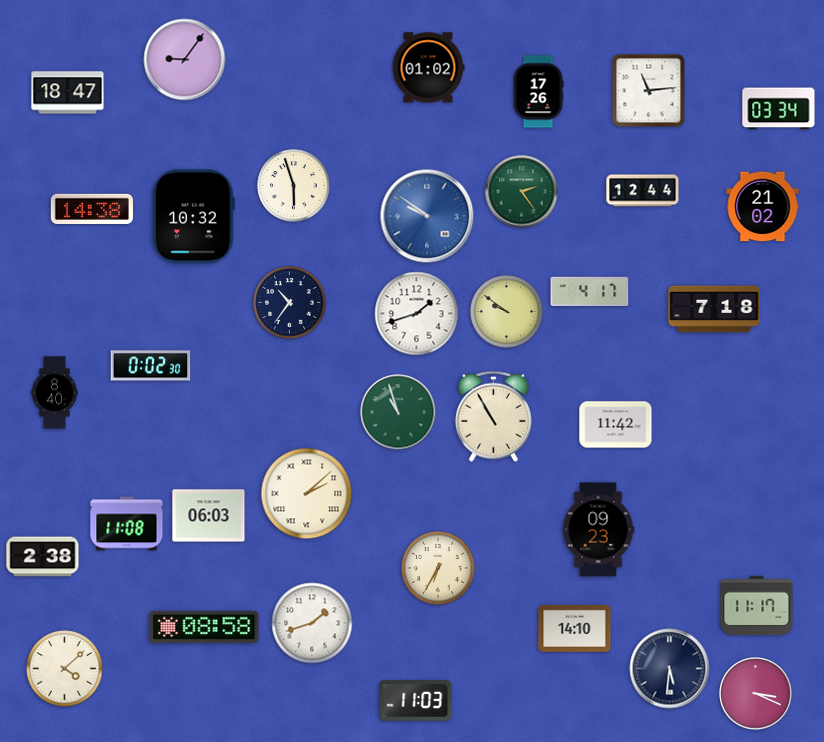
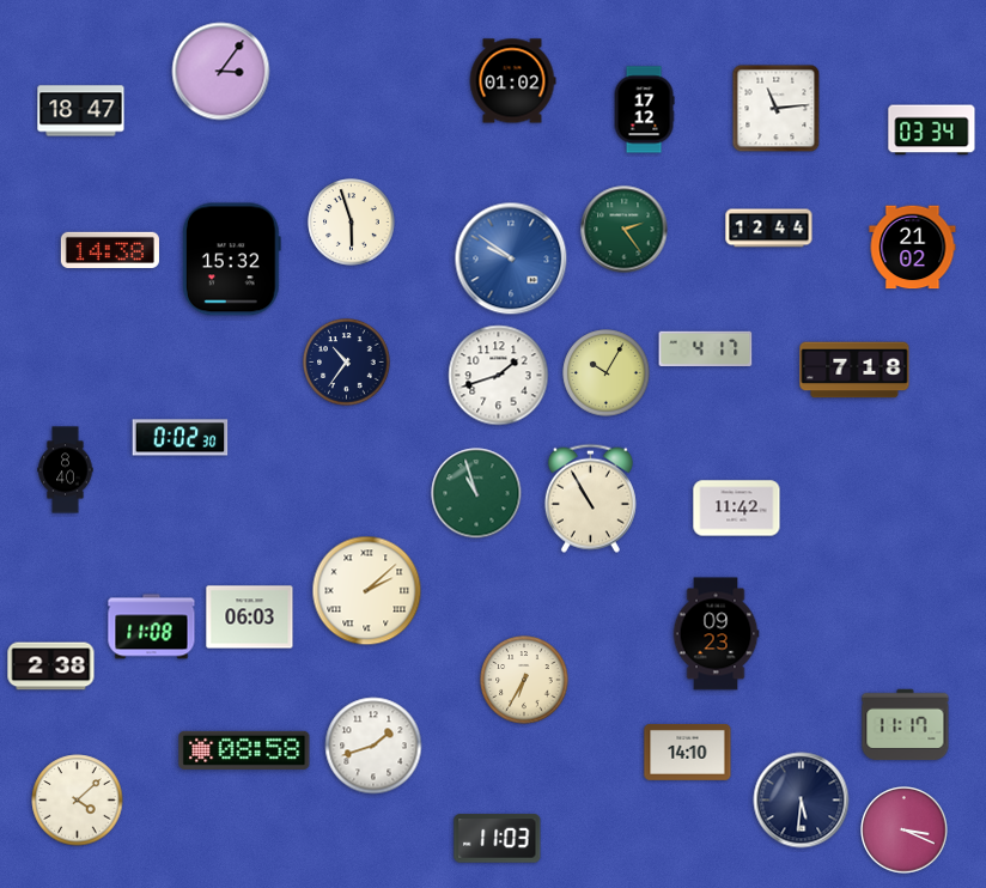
clock at (185, 60): 9:06 -> 3:06
clock at (538, 92): 17:26 -> 17:12
clock at (193, 217): 10:32 -> 15:32
clock at (507, 312): 9:51 -> 10:05
